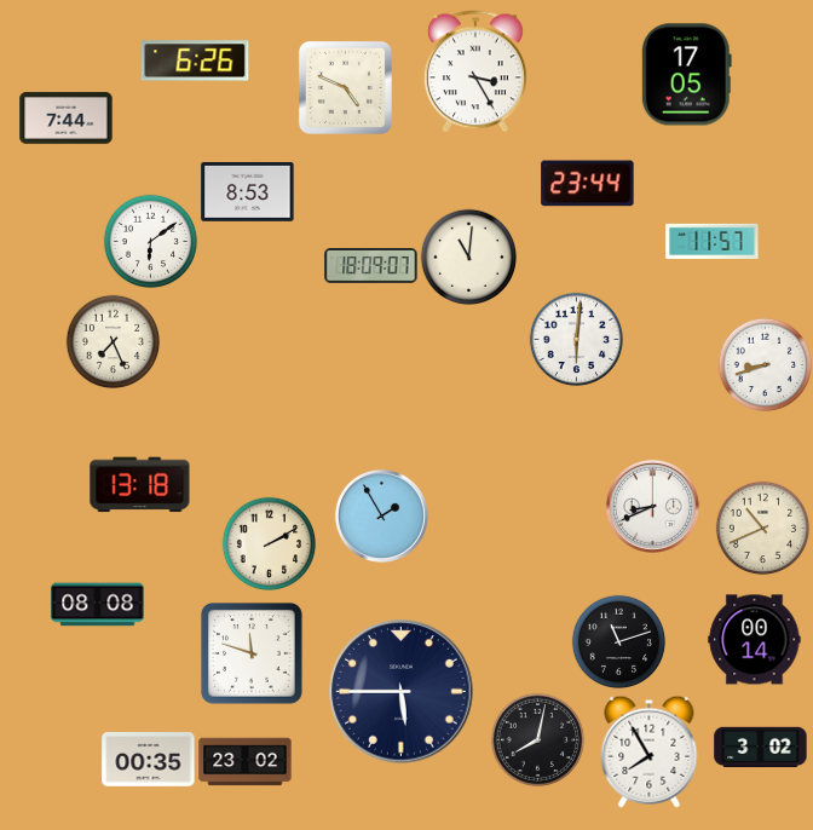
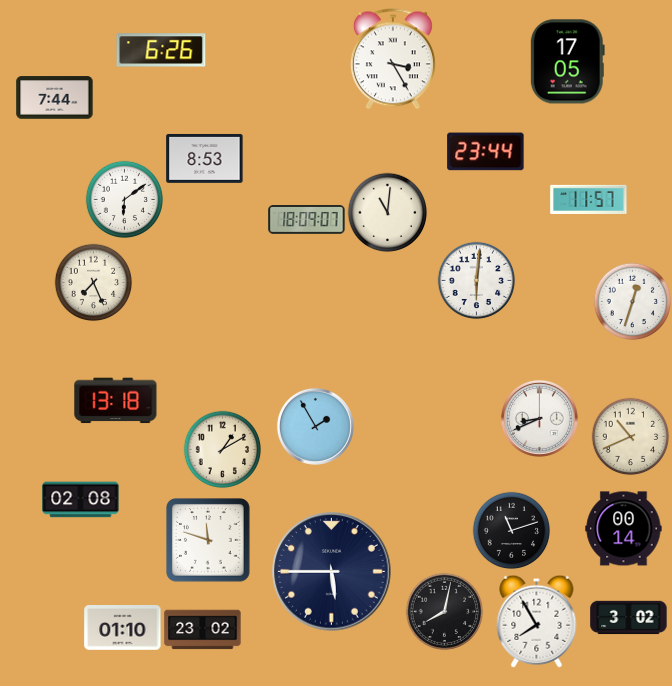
clock at (345, 87): 4:49 -> none
clock at (765, 364): 8:42 -> 12:33
clock at (269, 543): 2:10 -> 1:10
clock at (98, 605): 08:08 -> 02:08
clock at (149, 760): 00:35 -> 01:10
